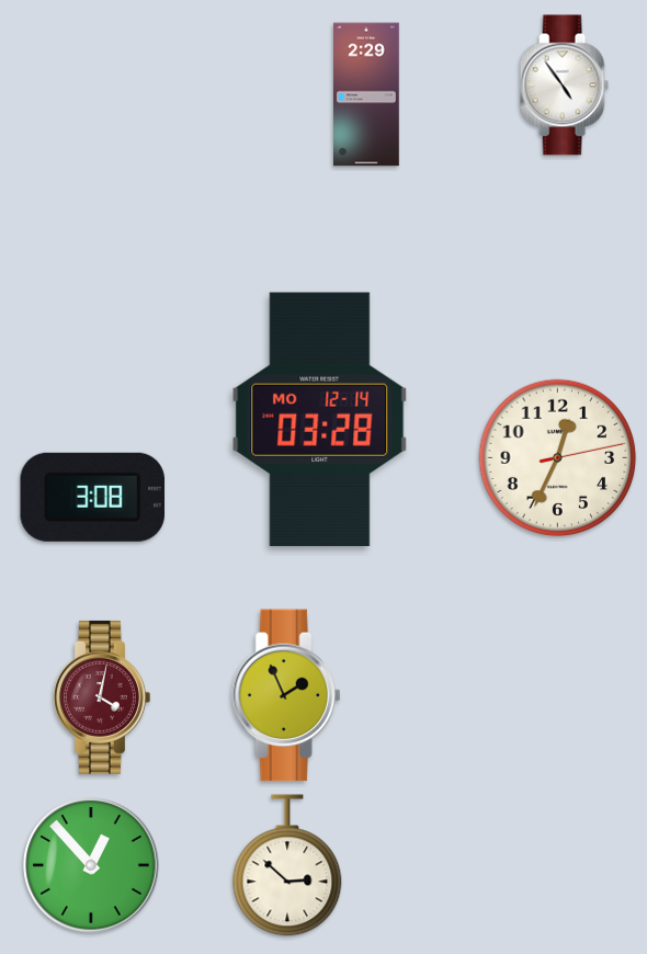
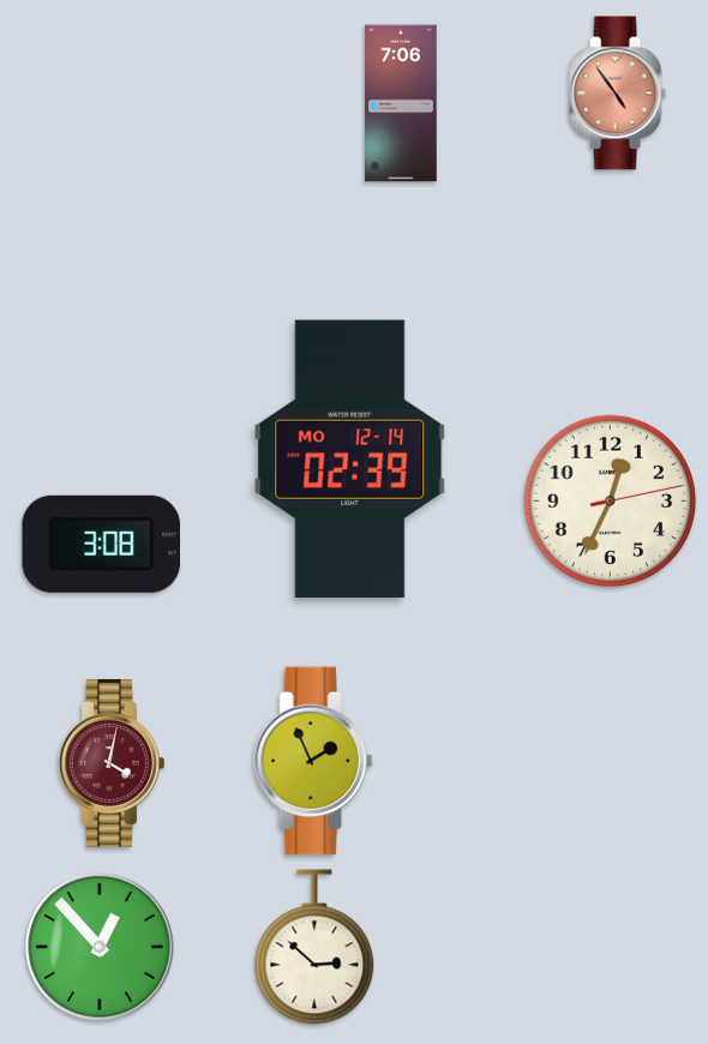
clock at (564, 86) dial: white -> salmon
clock at (367, 94): 2:29 -> 7:06
clock at (320, 419): 03:28 -> 02:39
